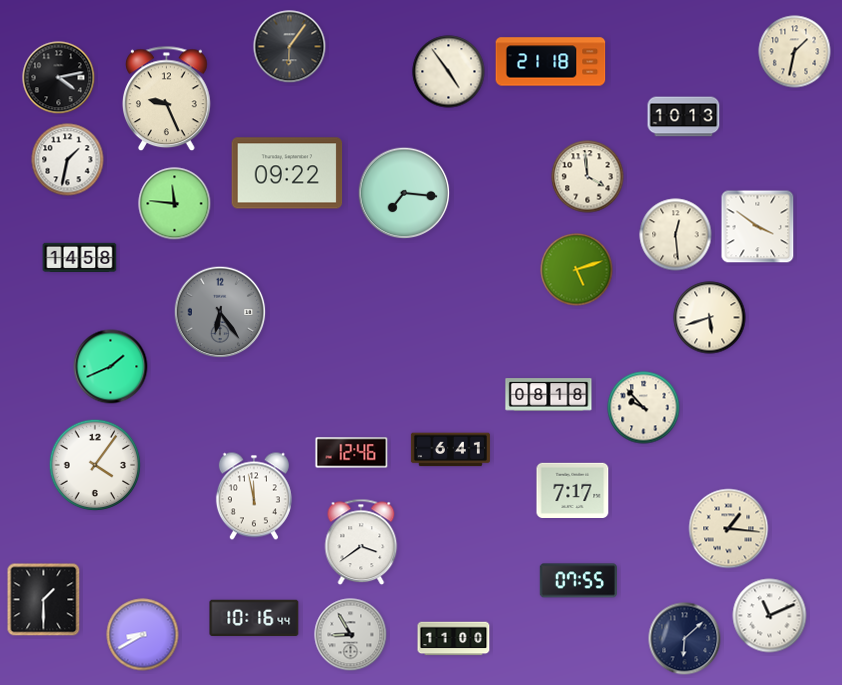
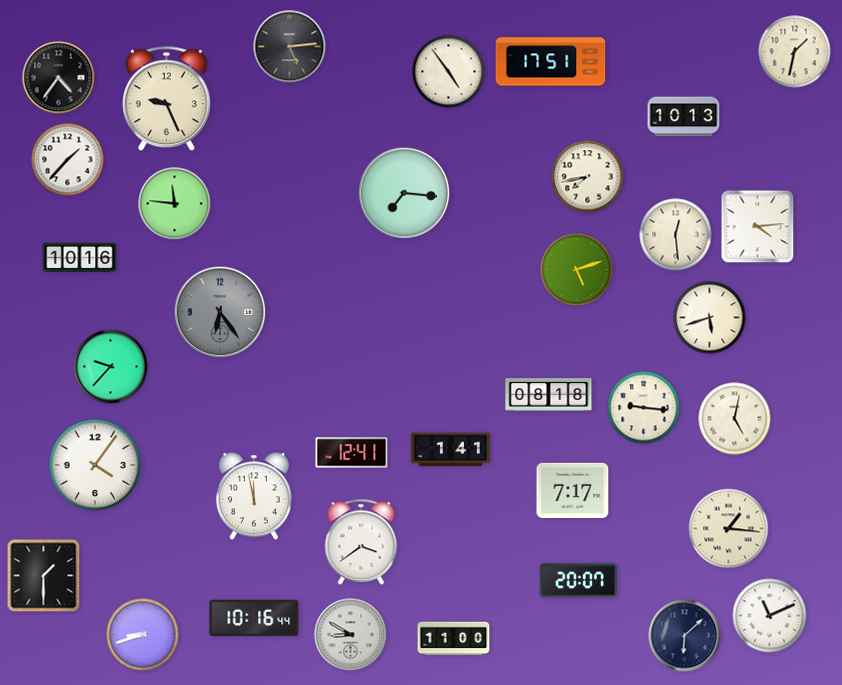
clock at (290, 47): 6:06 -> 5:14
clock at (551, 62): 21:18 -> 17:51
clock at (59, 78): 4:13 -> 4:36
clock at (68, 160): 1:32 -> 1:37
clock at (287, 173): 09:22 -> none
clock at (588, 177): 3:59 -> 7:43
clock at (758, 227): 3:51 -> 4:14
clock at (80, 257): 14:58 -> 10:16
clock at (111, 367): 1:41 -> 9:37
clock at (644, 408): 9:53 -> 9:16
clock at (735, 419): none -> 5:02
clock at (450, 450): 6:41 -> 1:41
clock at (352, 453): 12:46 -> 12:41
clock at (578, 581): 07:55 -> 20:07
clock at (44, 600) position: (44, 600) -> (44, 576)
clock at (143, 635): 8:40 -> 8:42
clock at (351, 635): 8:55 -> 8:50
clock at (685, 639) position: (685, 639) -> (685, 636)
